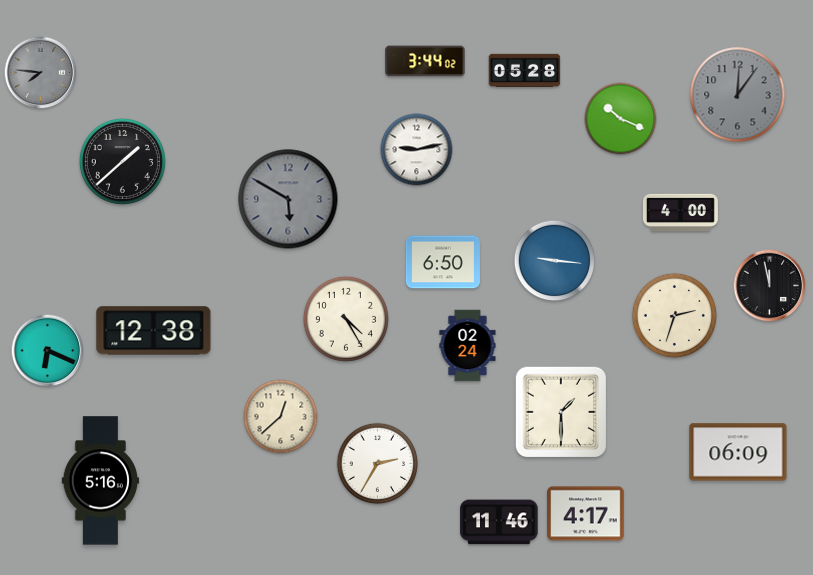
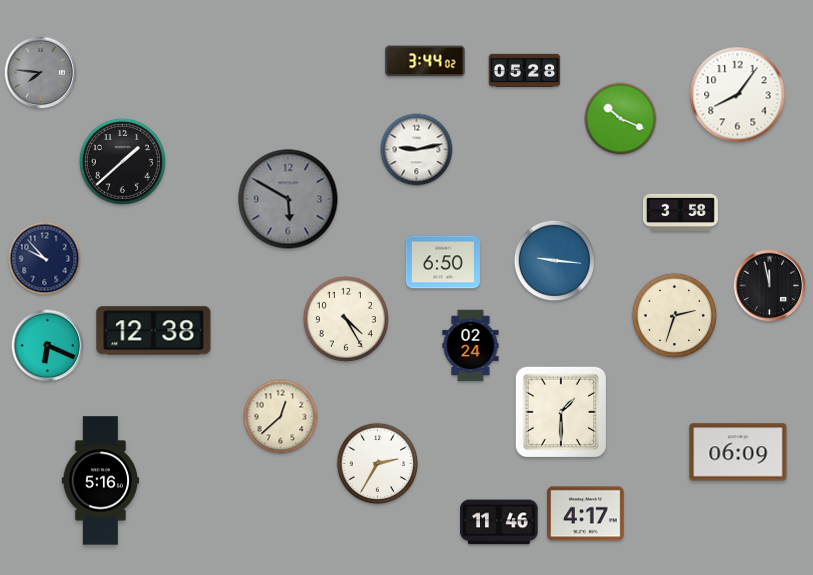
clock at (738, 95): 12:06 -> 8:06
clock at (738, 95) dial: grey -> white
clock at (680, 212): 4:00 -> 3:58
clock at (45, 259): none -> 9:53
clock at (468, 346) position: (468, 346) -> (471, 346)
clock at (48, 351) position: (48, 351) -> (48, 346)
